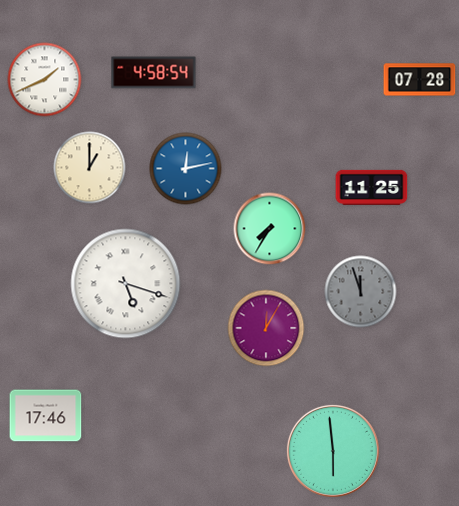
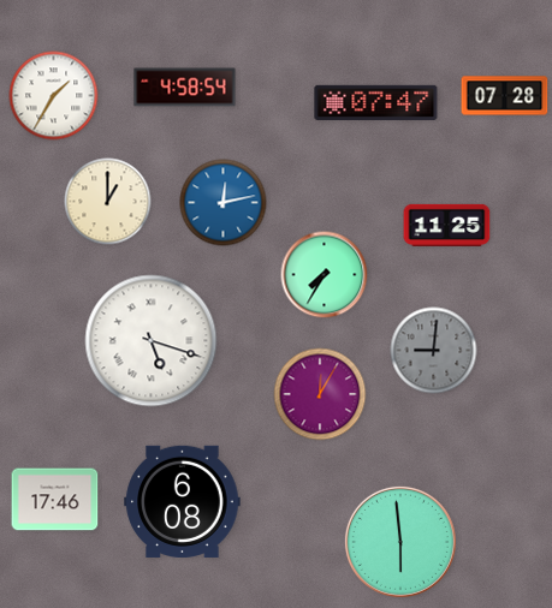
clock at (45, 80): 1:41 -> 1:35
clock at (376, 102): none -> 07:47
clock at (361, 292): 11:57 -> 9:01
clock at (183, 501): none -> 6:08
